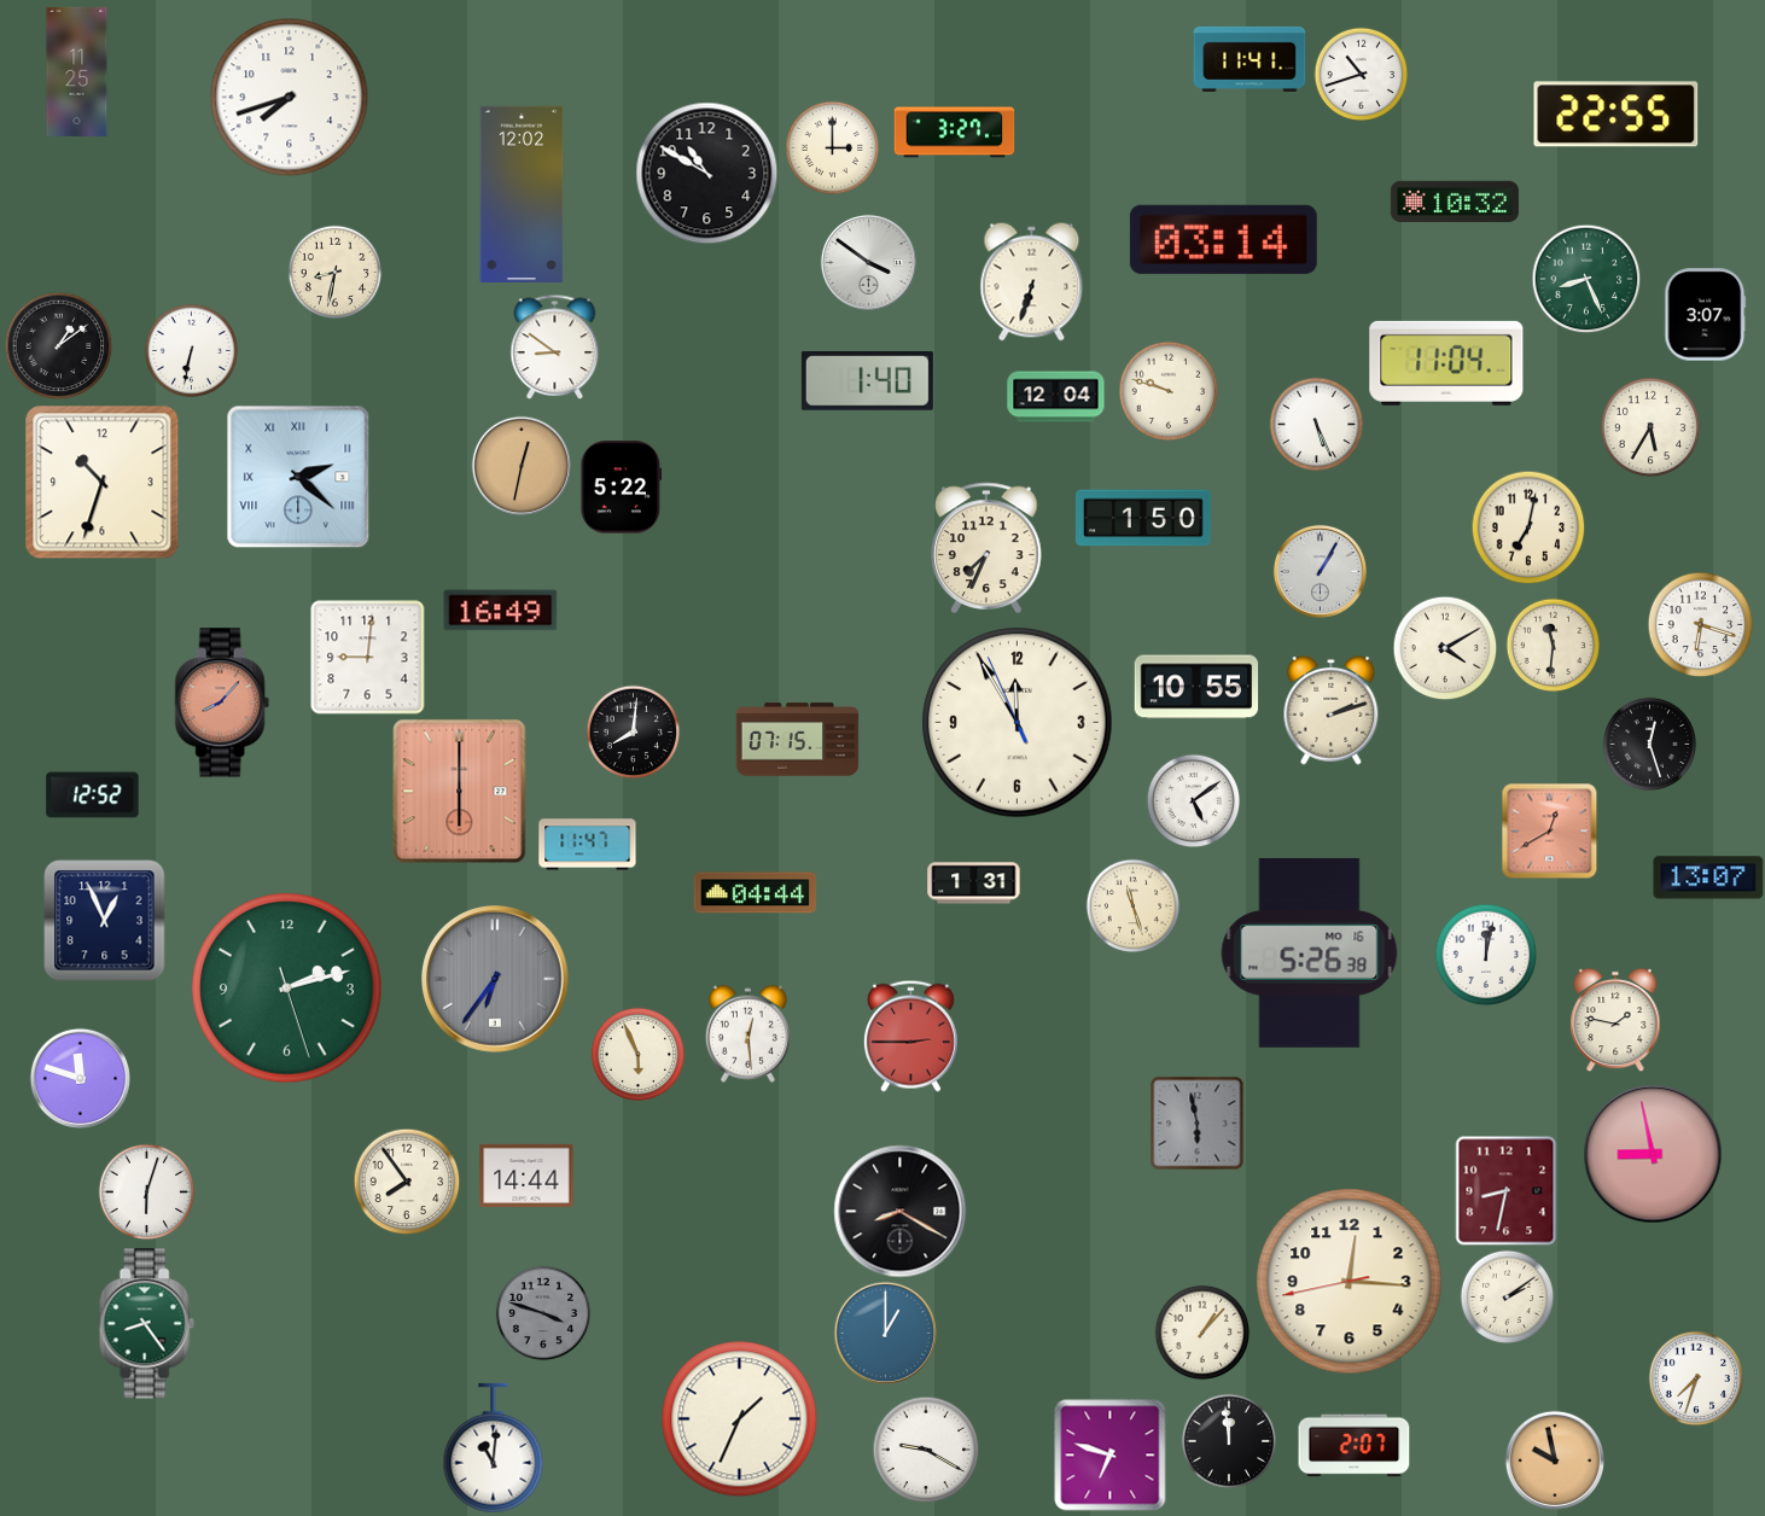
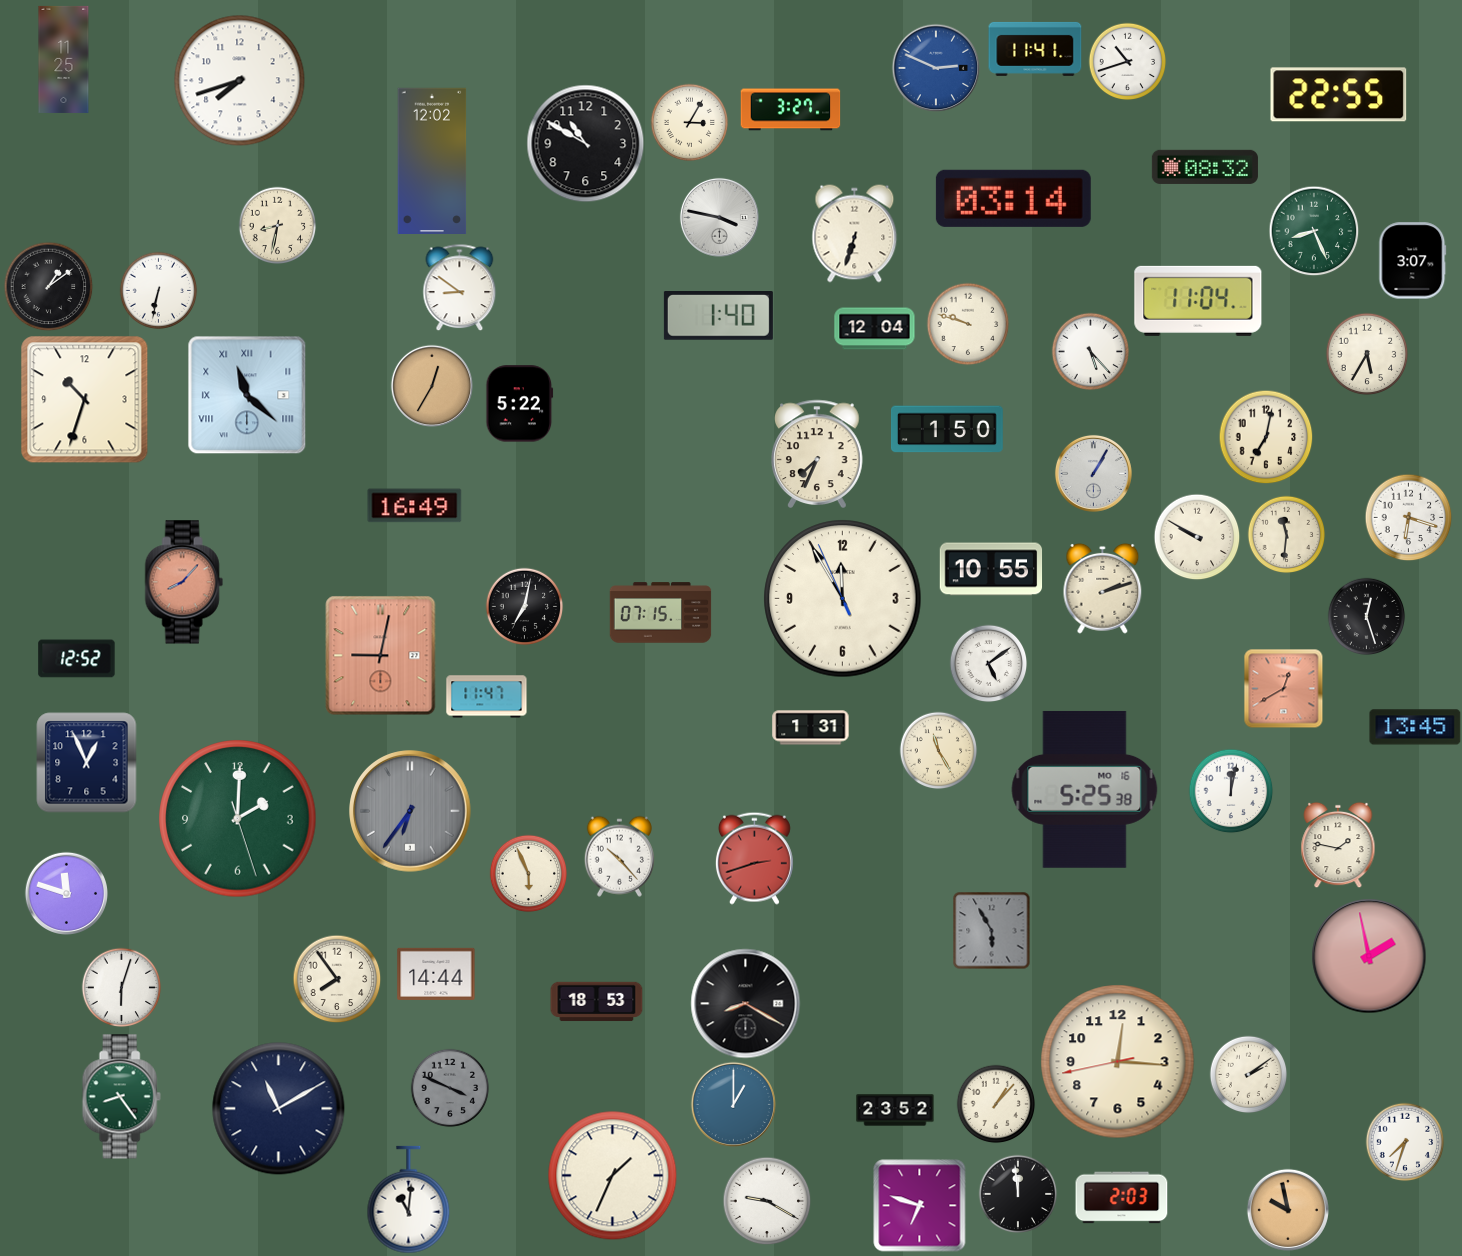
clock at (936, 68): none -> 2:49
clock at (832, 147): 3:00 -> 3:05
clock at (1455, 202): 10:32 -> 08:32
clock at (868, 262): 3:51 -> 3:47
clock at (1316, 424): 5:26 -> 5:23
clock at (522, 466): 12:32 -> 12:35
clock at (298, 477): 2:22 -> 11:22
clock at (622, 488) position: (622, 488) -> (520, 404)
clock at (1445, 648): 4:10 -> 9:50
clock at (368, 658): 9:01 -> none
clock at (633, 731): 8:01 -> 7:02
clock at (460, 792): 6:00 -> 9:02
clock at (588, 845) position: (588, 845) -> (487, 697)
clock at (1708, 877): 13:07 -> 13:45
clock at (974, 884) position: (974, 884) -> (811, 728)
clock at (756, 893): 04:44 -> none
clock at (1132, 905): 11:27 -> 11:25
clock at (1310, 952): 5:26 -> 5:25
clock at (287, 989): 2:12 -> 2:00
clock at (747, 1033): 12:29 -> 10:23
clock at (910, 1036): 2:45 -> 2:42
clock at (1196, 1123): 5:58 -> 5:55
clock at (1653, 1154): 8:58 -> 1:58
clock at (1507, 1191): 8:32 -> none
clock at (597, 1002): none -> 18:53
clock at (543, 1313): 3:48 -> 3:49
clock at (279, 1109): none -> 11:10
clock at (895, 1110): none -> 23:52
clock at (1355, 1446): 2:07 -> 2:03
